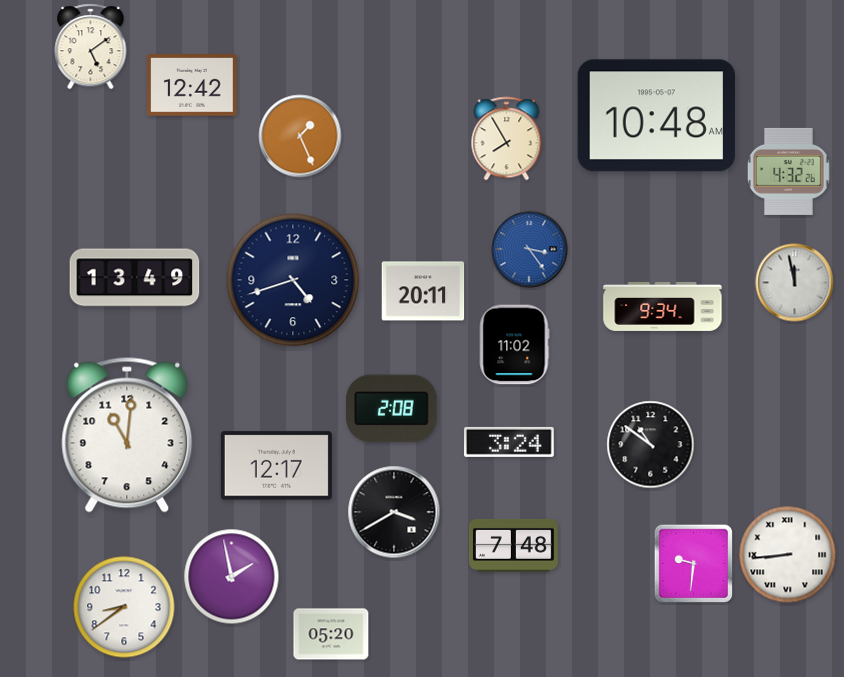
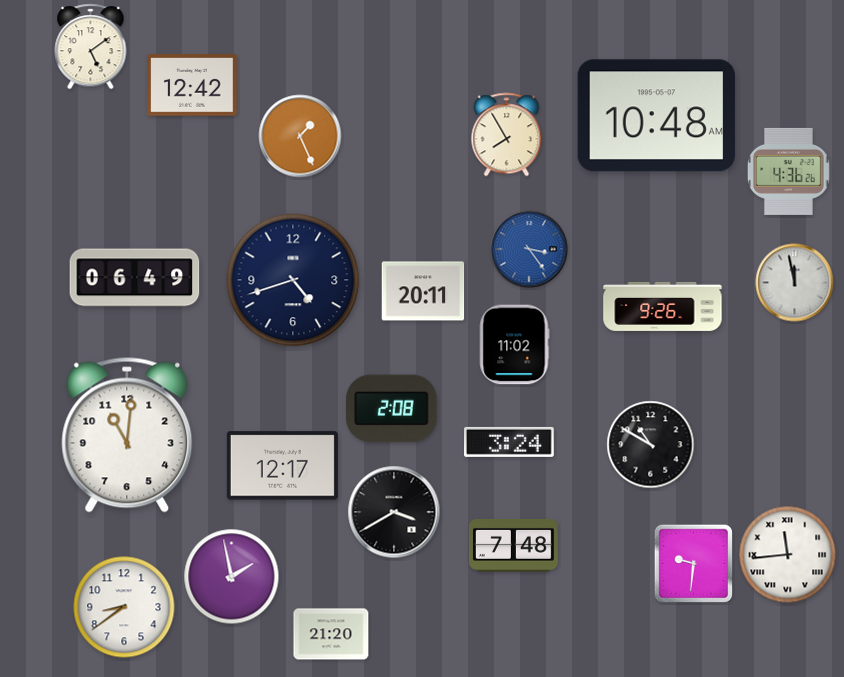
clock at (507, 139) position: (507, 139) -> (507, 135)
clock at (789, 171): 4:32 -> 4:36
clock at (135, 278): 13:49 -> 06:49
clock at (663, 306): 9:34 -> 9:26
clock at (651, 445): 10:51 -> 10:50
clock at (276, 466) position: (276, 466) -> (282, 466)
clock at (788, 555): 8:44 -> 11:44
clock at (331, 634): 05:20 -> 21:20
